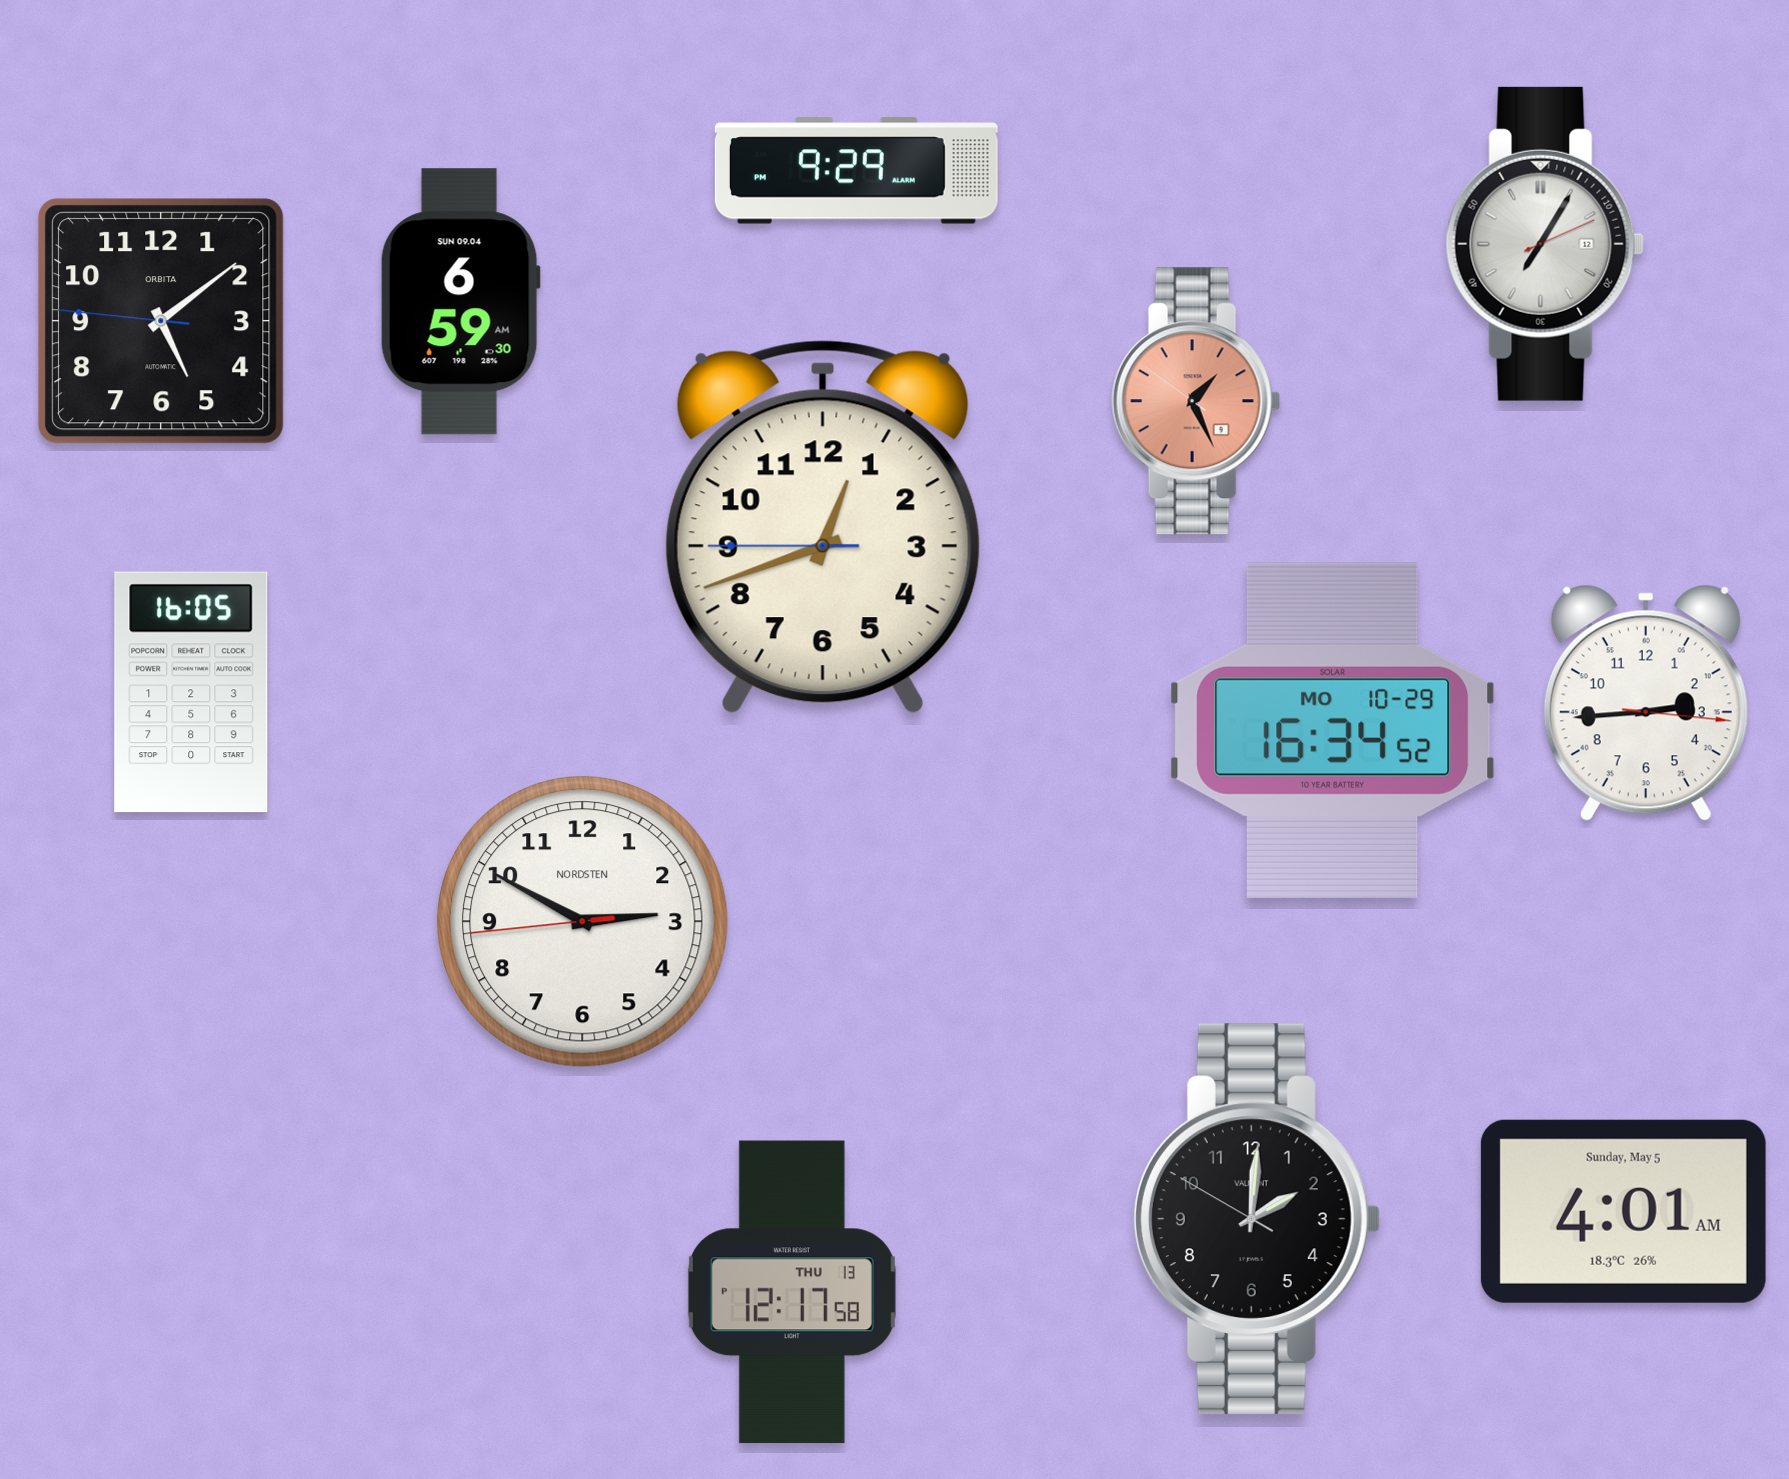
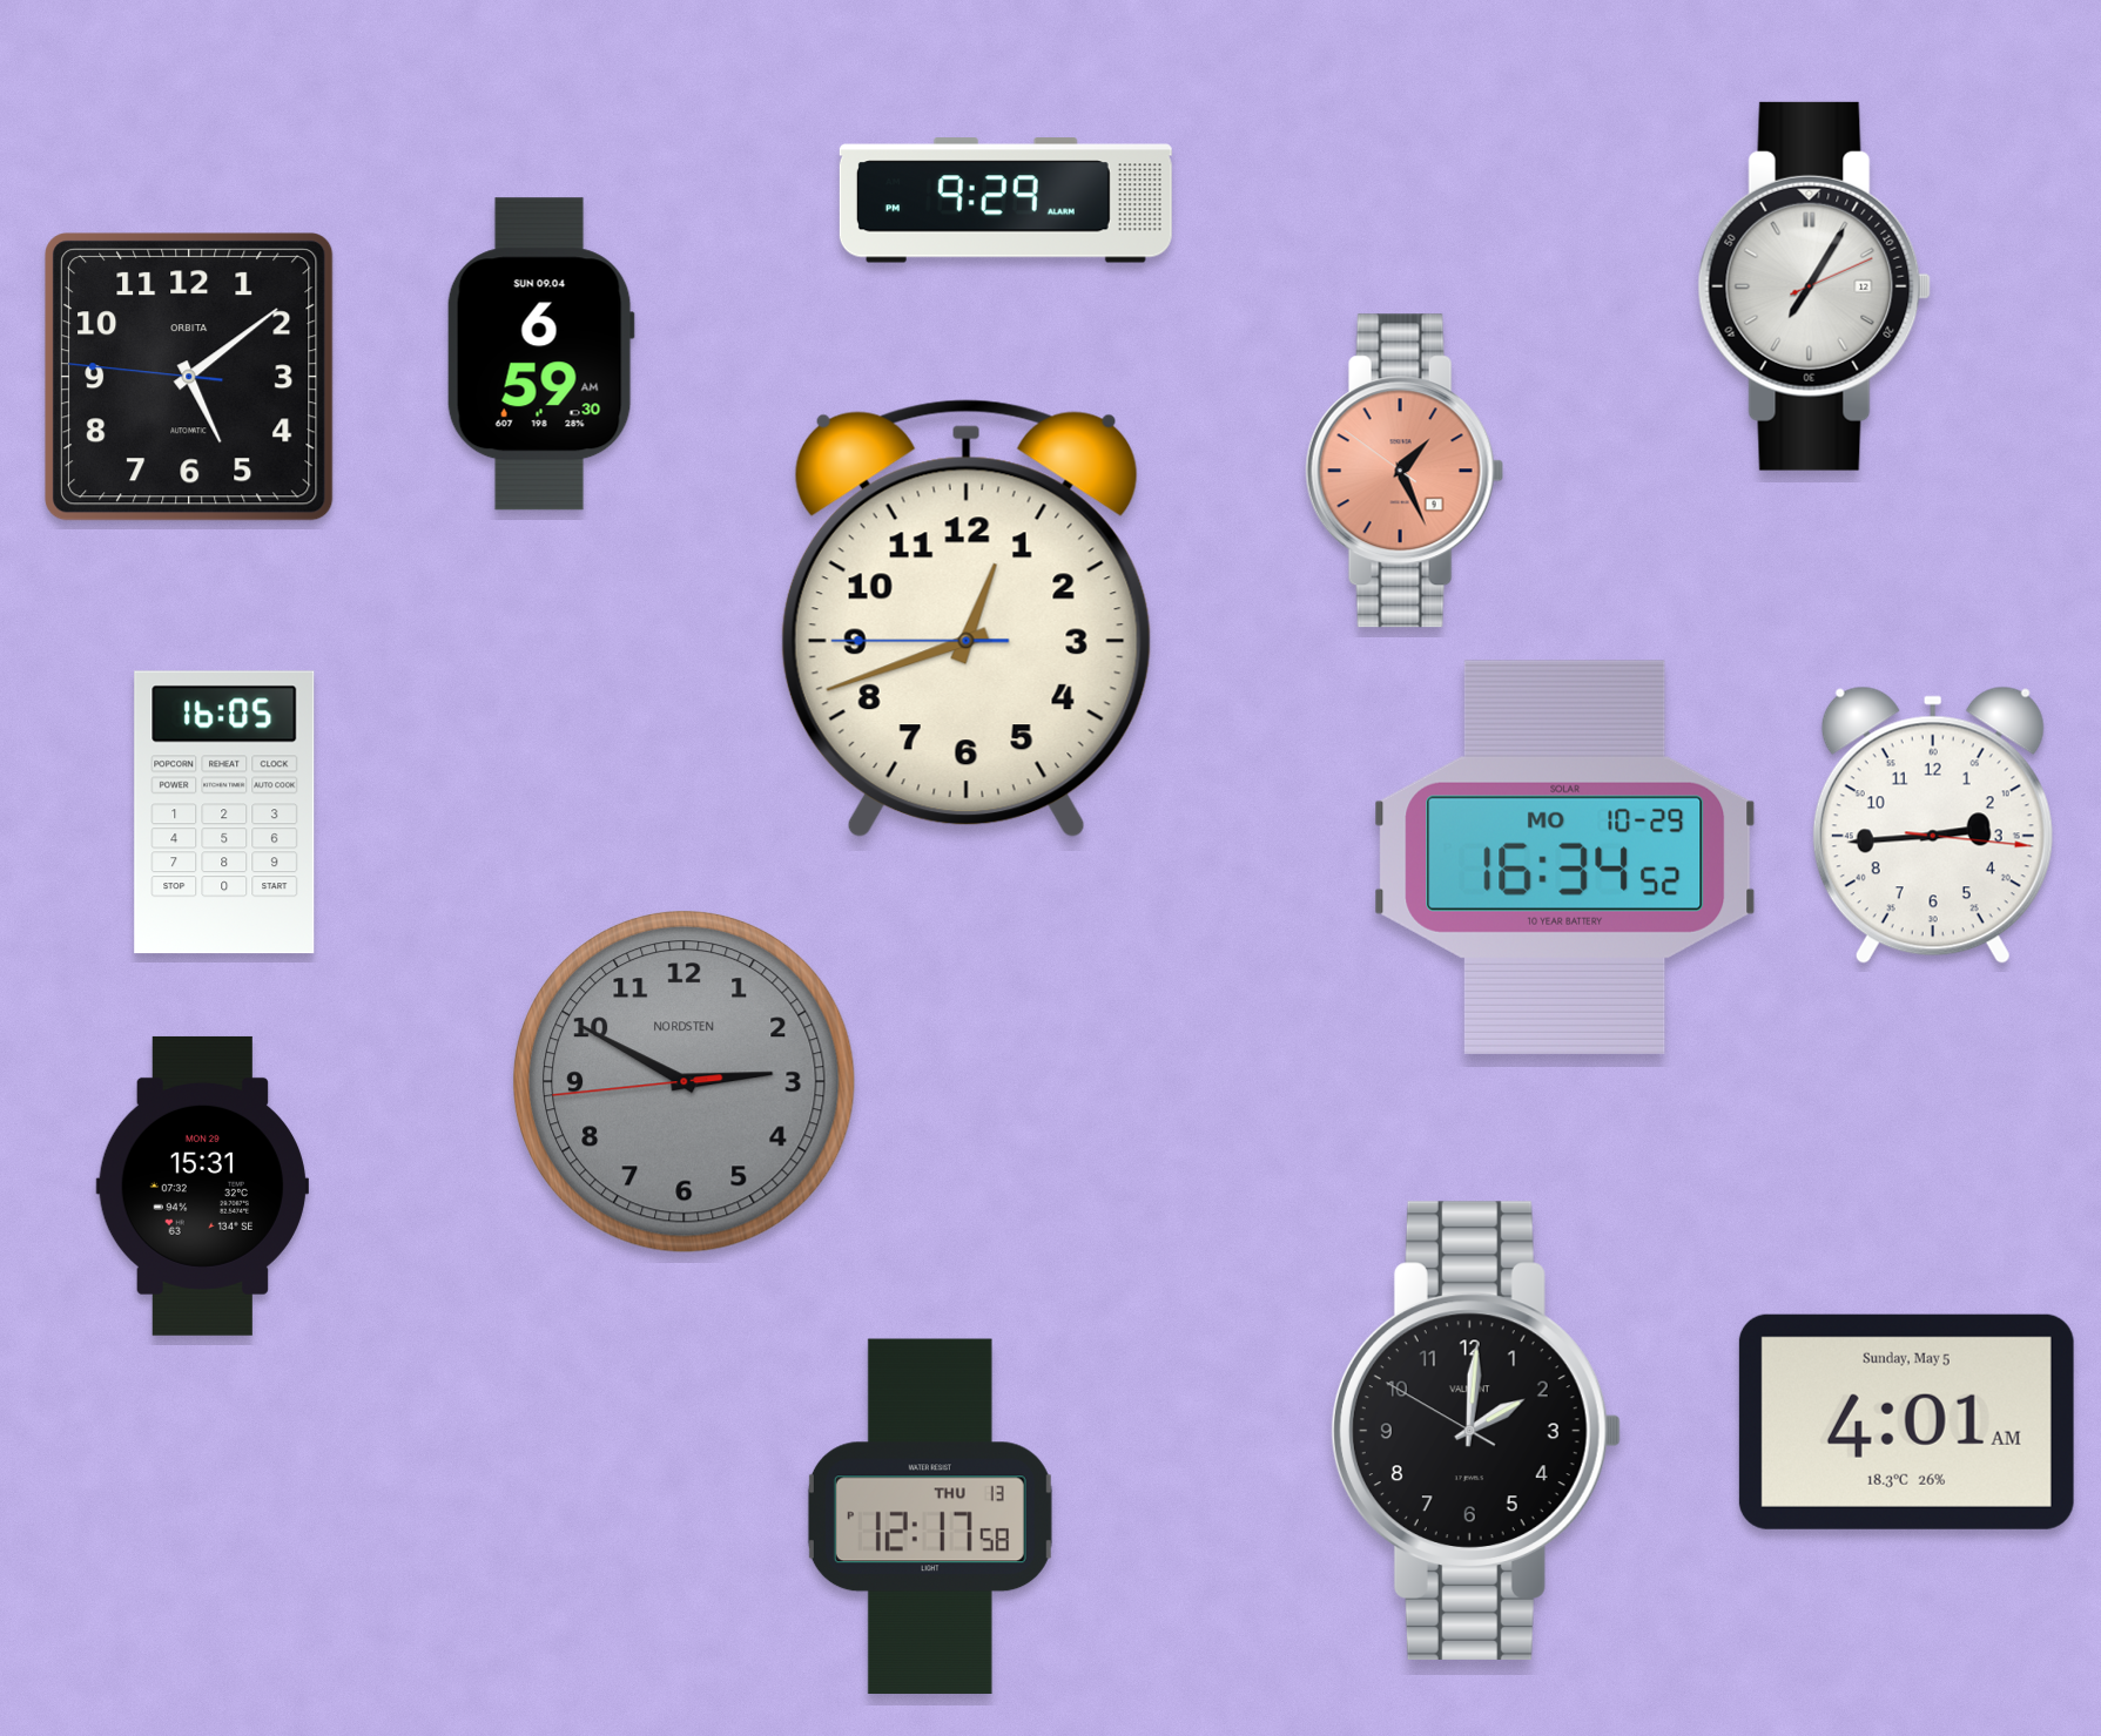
clock at (583, 922) dial: white -> grey
clock at (202, 1186): none -> 15:31
